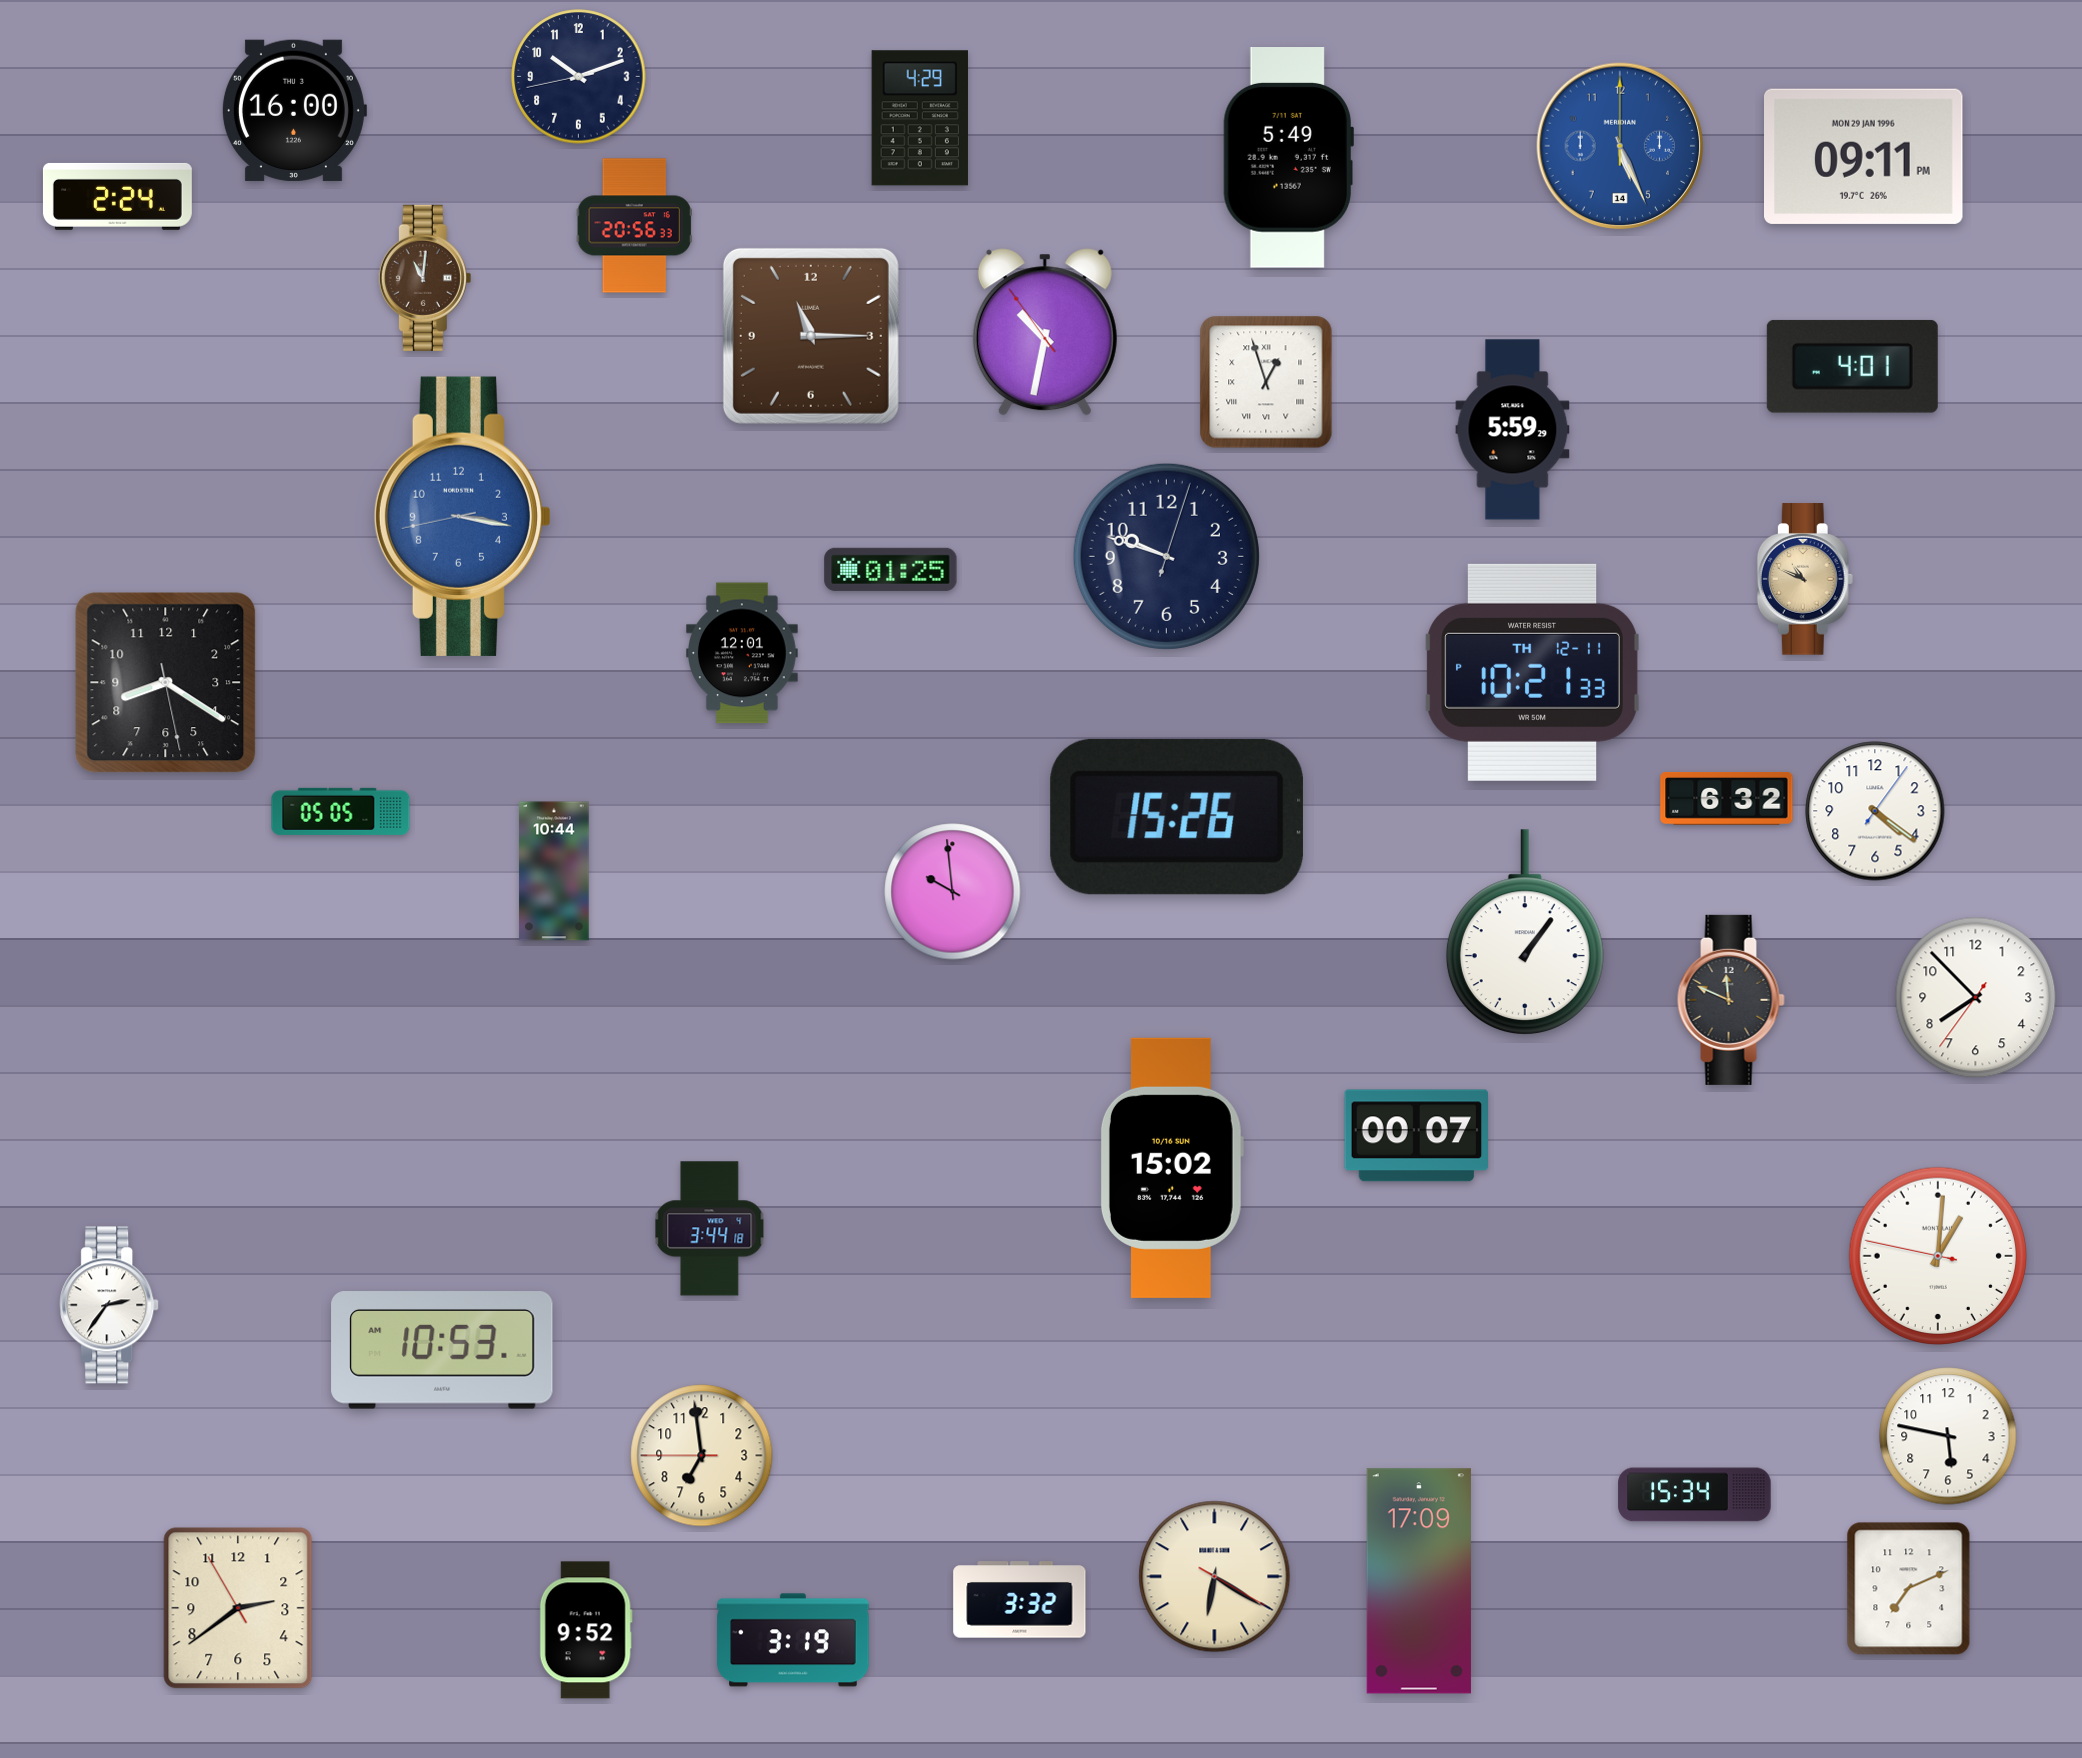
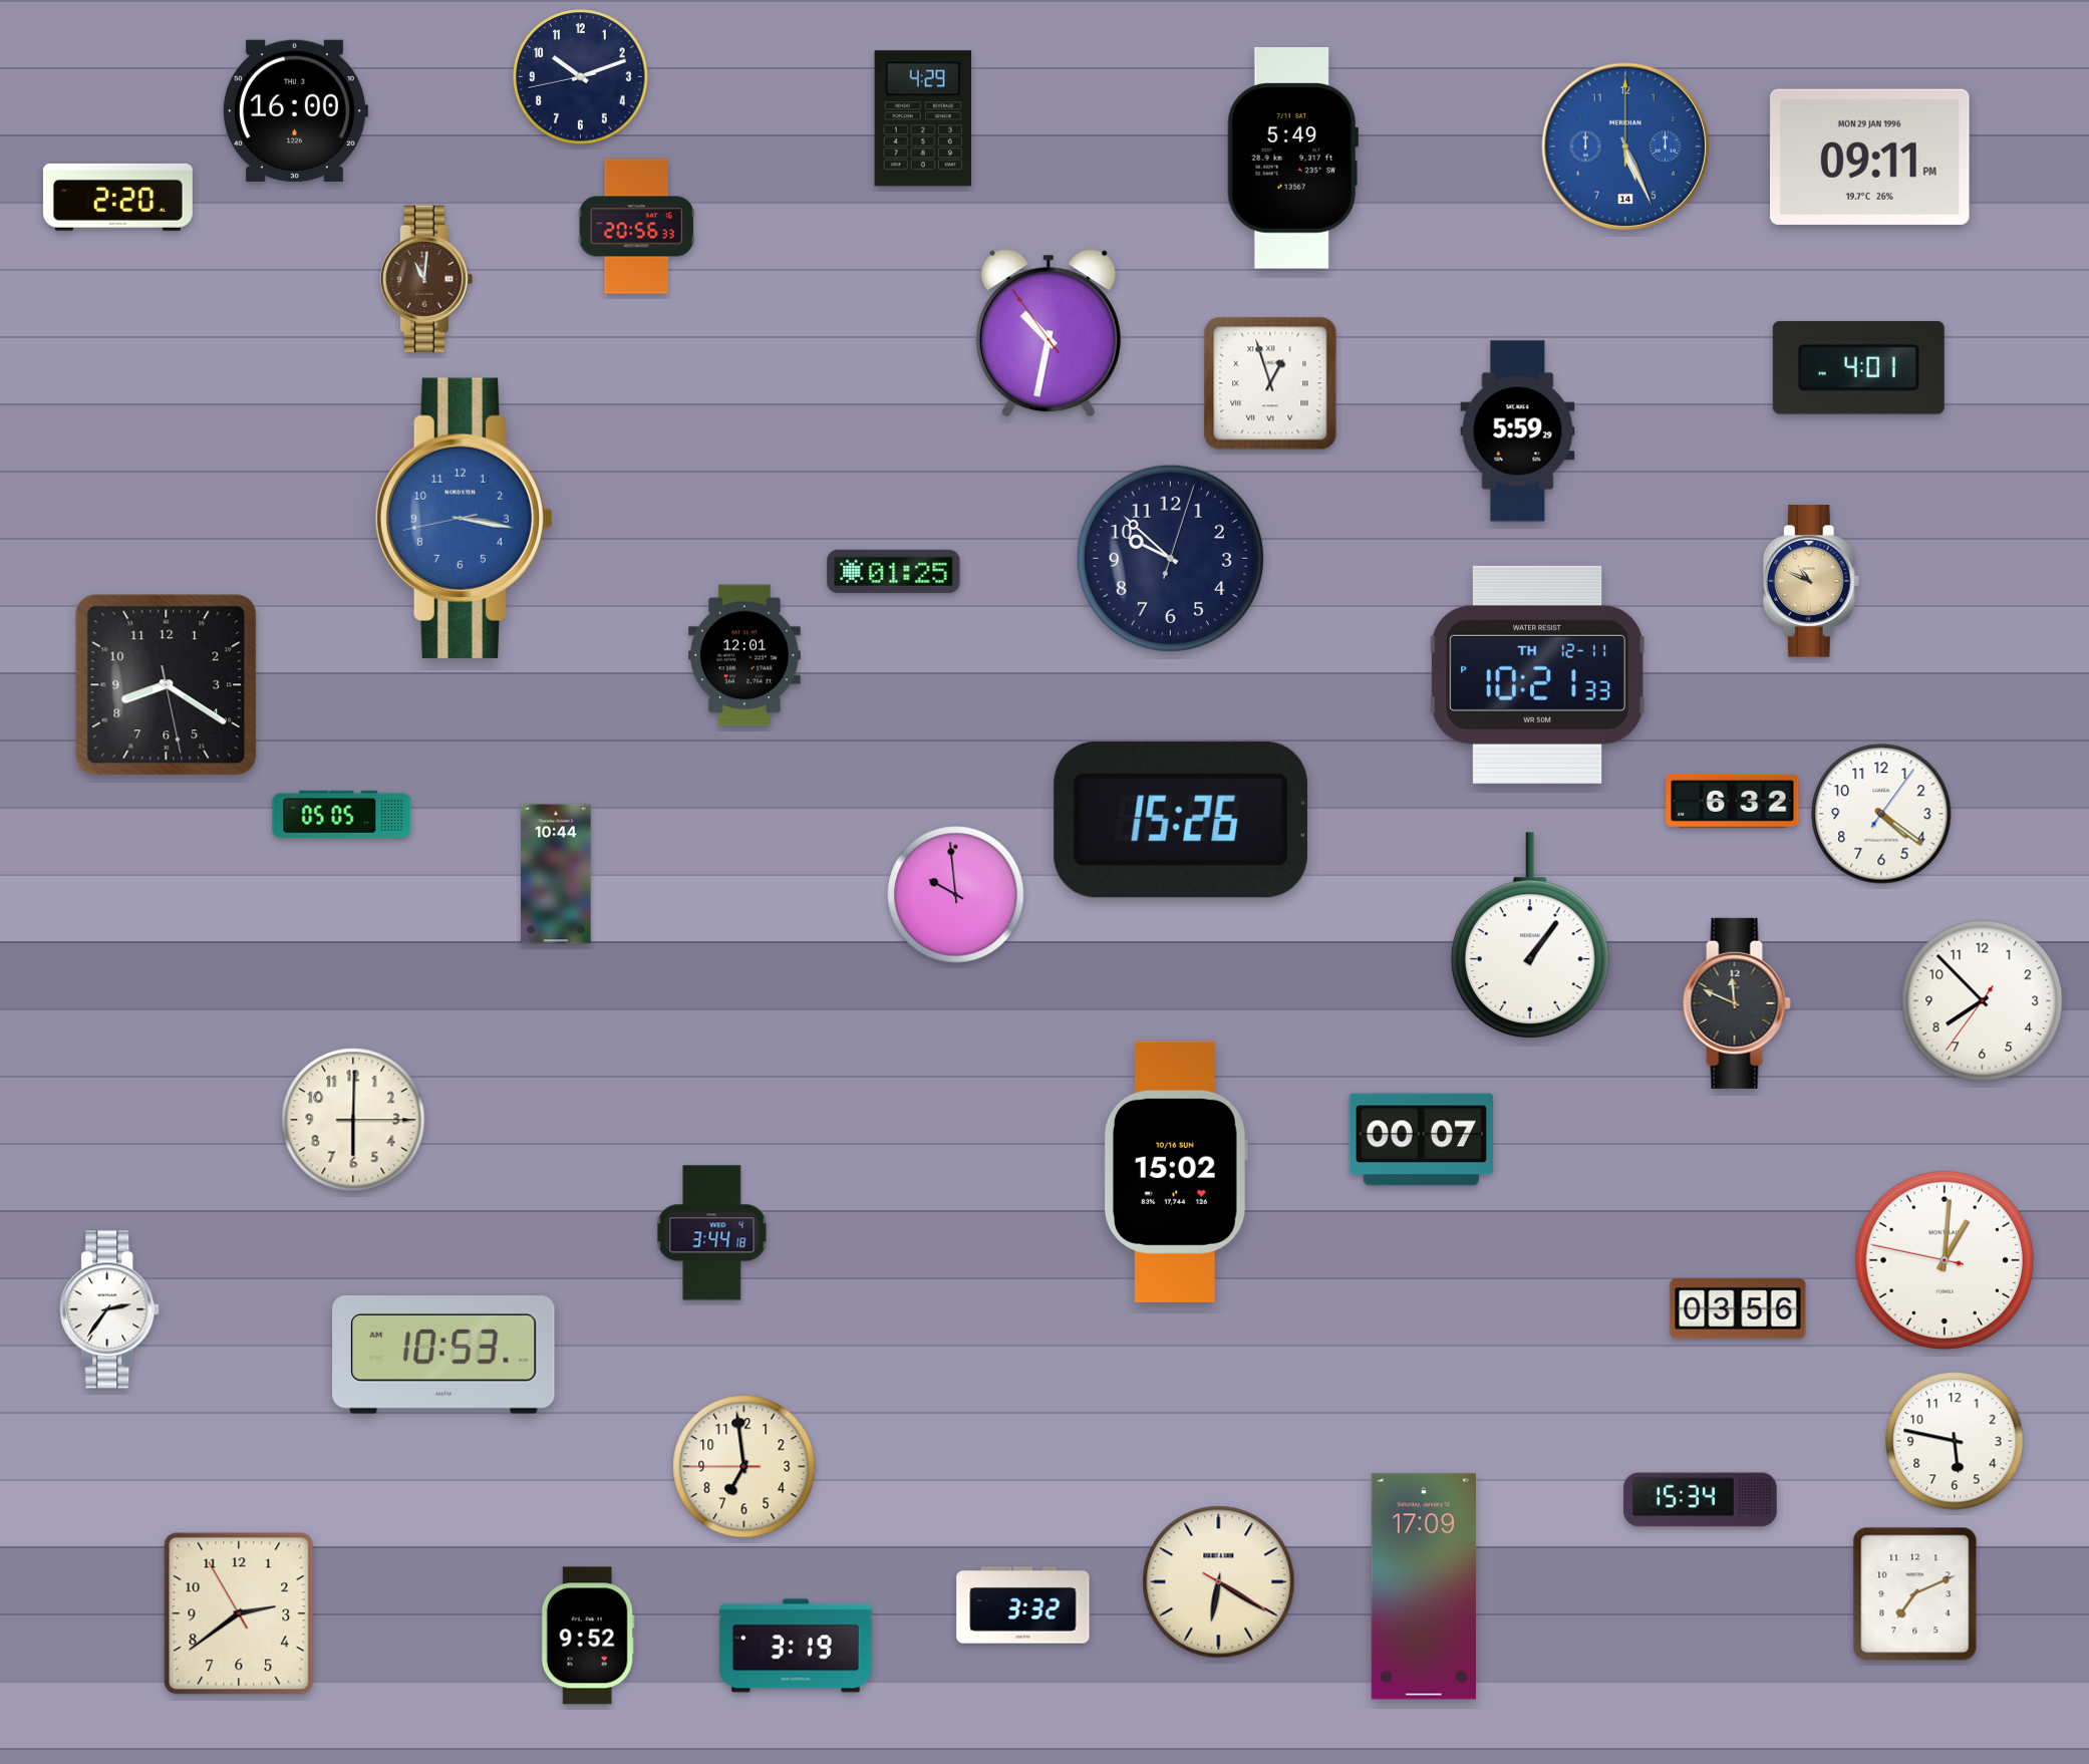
clock at (117, 196): 2:24 -> 2:20
clock at (811, 336): 11:15 -> none
clock at (1166, 556): 9:48 -> 9:52
clock at (353, 1120): none -> 6:00
clock at (1738, 1308): none -> 03:56
clock at (702, 1456) position: (702, 1456) -> (744, 1467)
